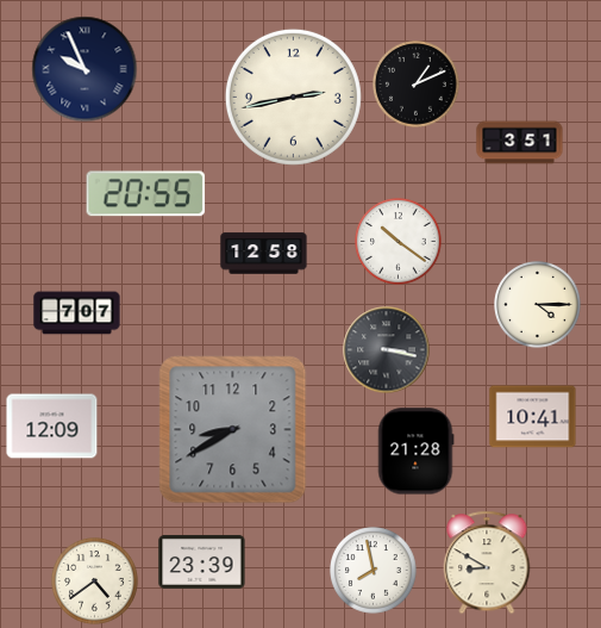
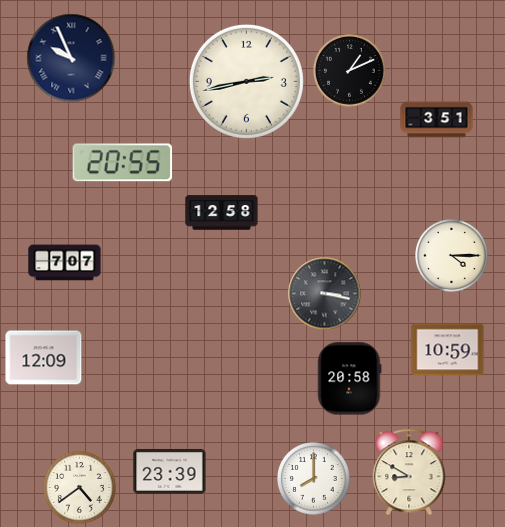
clock at (399, 242): 10:21 -> none
clock at (533, 417): 10:41 -> 10:59
clock at (233, 430): 8:40 -> none
clock at (415, 452): 21:28 -> 20:58
clock at (374, 571): 7:58 -> 8:00
